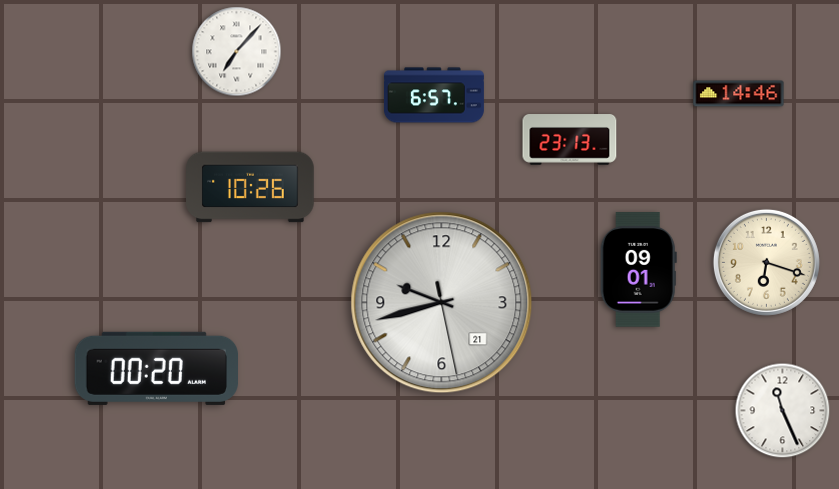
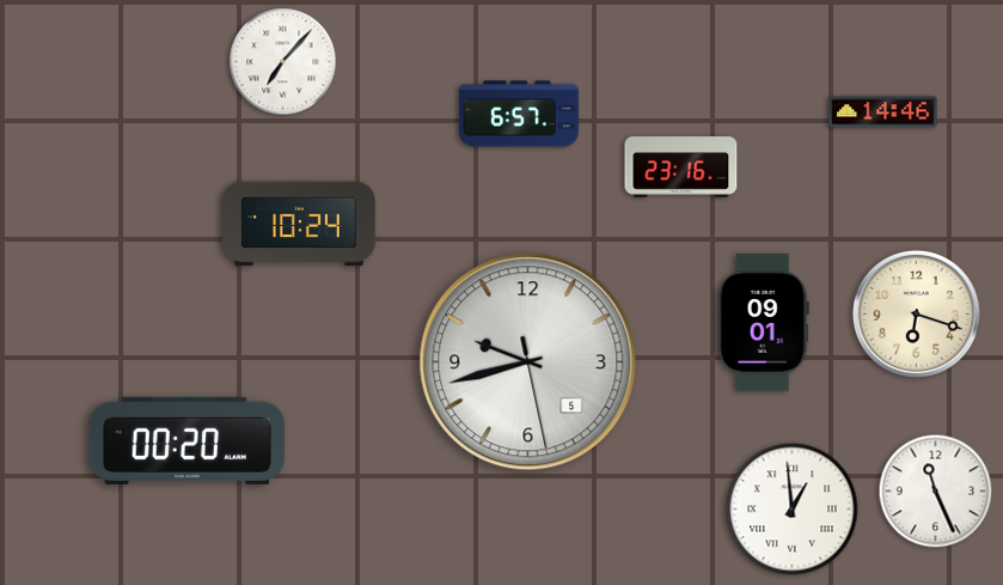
clock at (570, 140): 23:13 -> 23:16
clock at (250, 187): 10:26 -> 10:24
clock at (442, 303) date: 21 -> 5
clock at (793, 510): none -> 12:59
